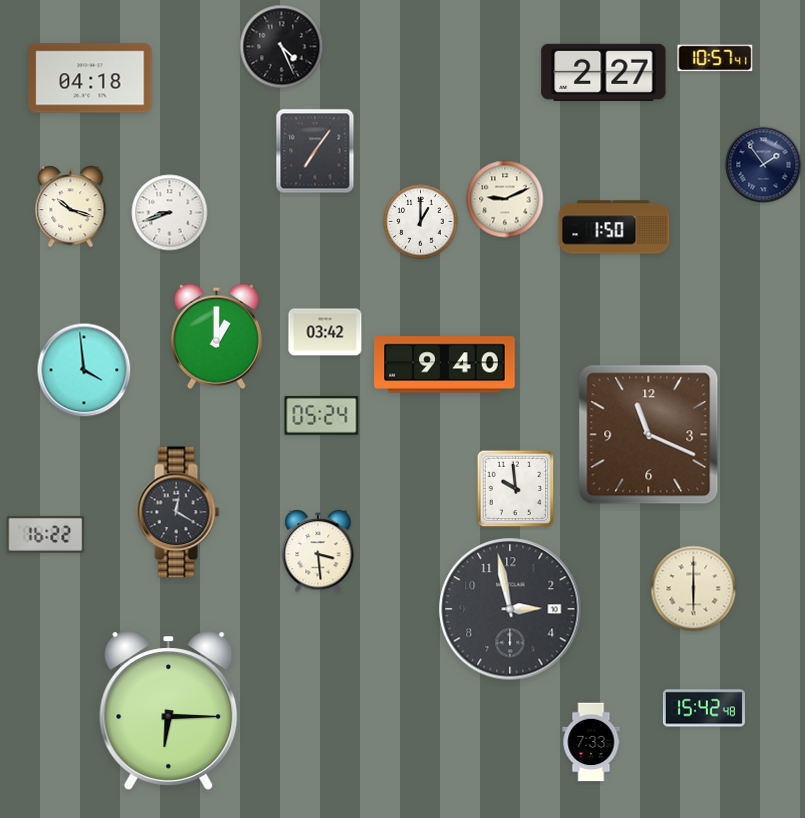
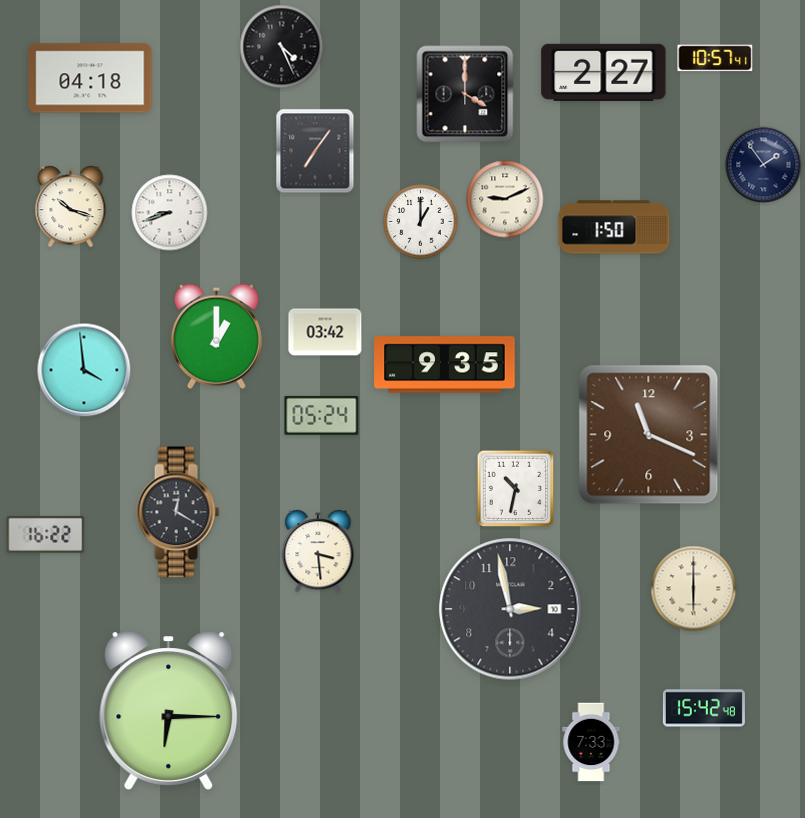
clock at (465, 94): none -> 4:00
clock at (445, 365): 9:40 -> 9:35
clock at (516, 489): 9:59 -> 10:32
